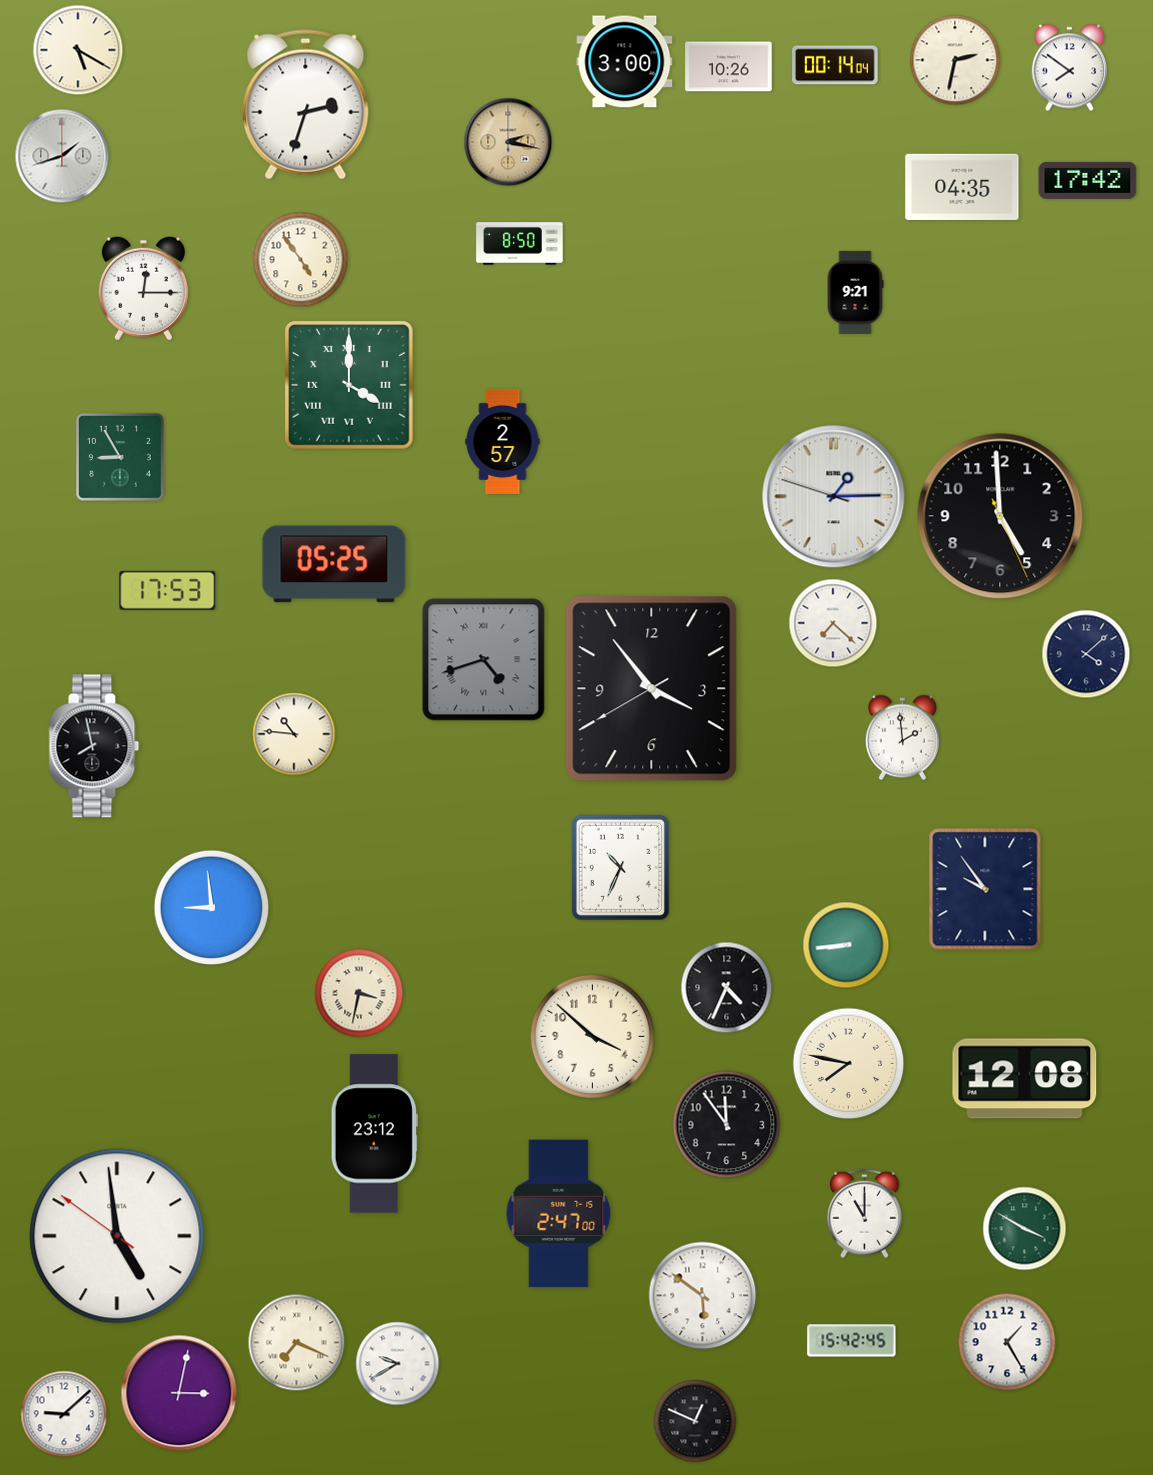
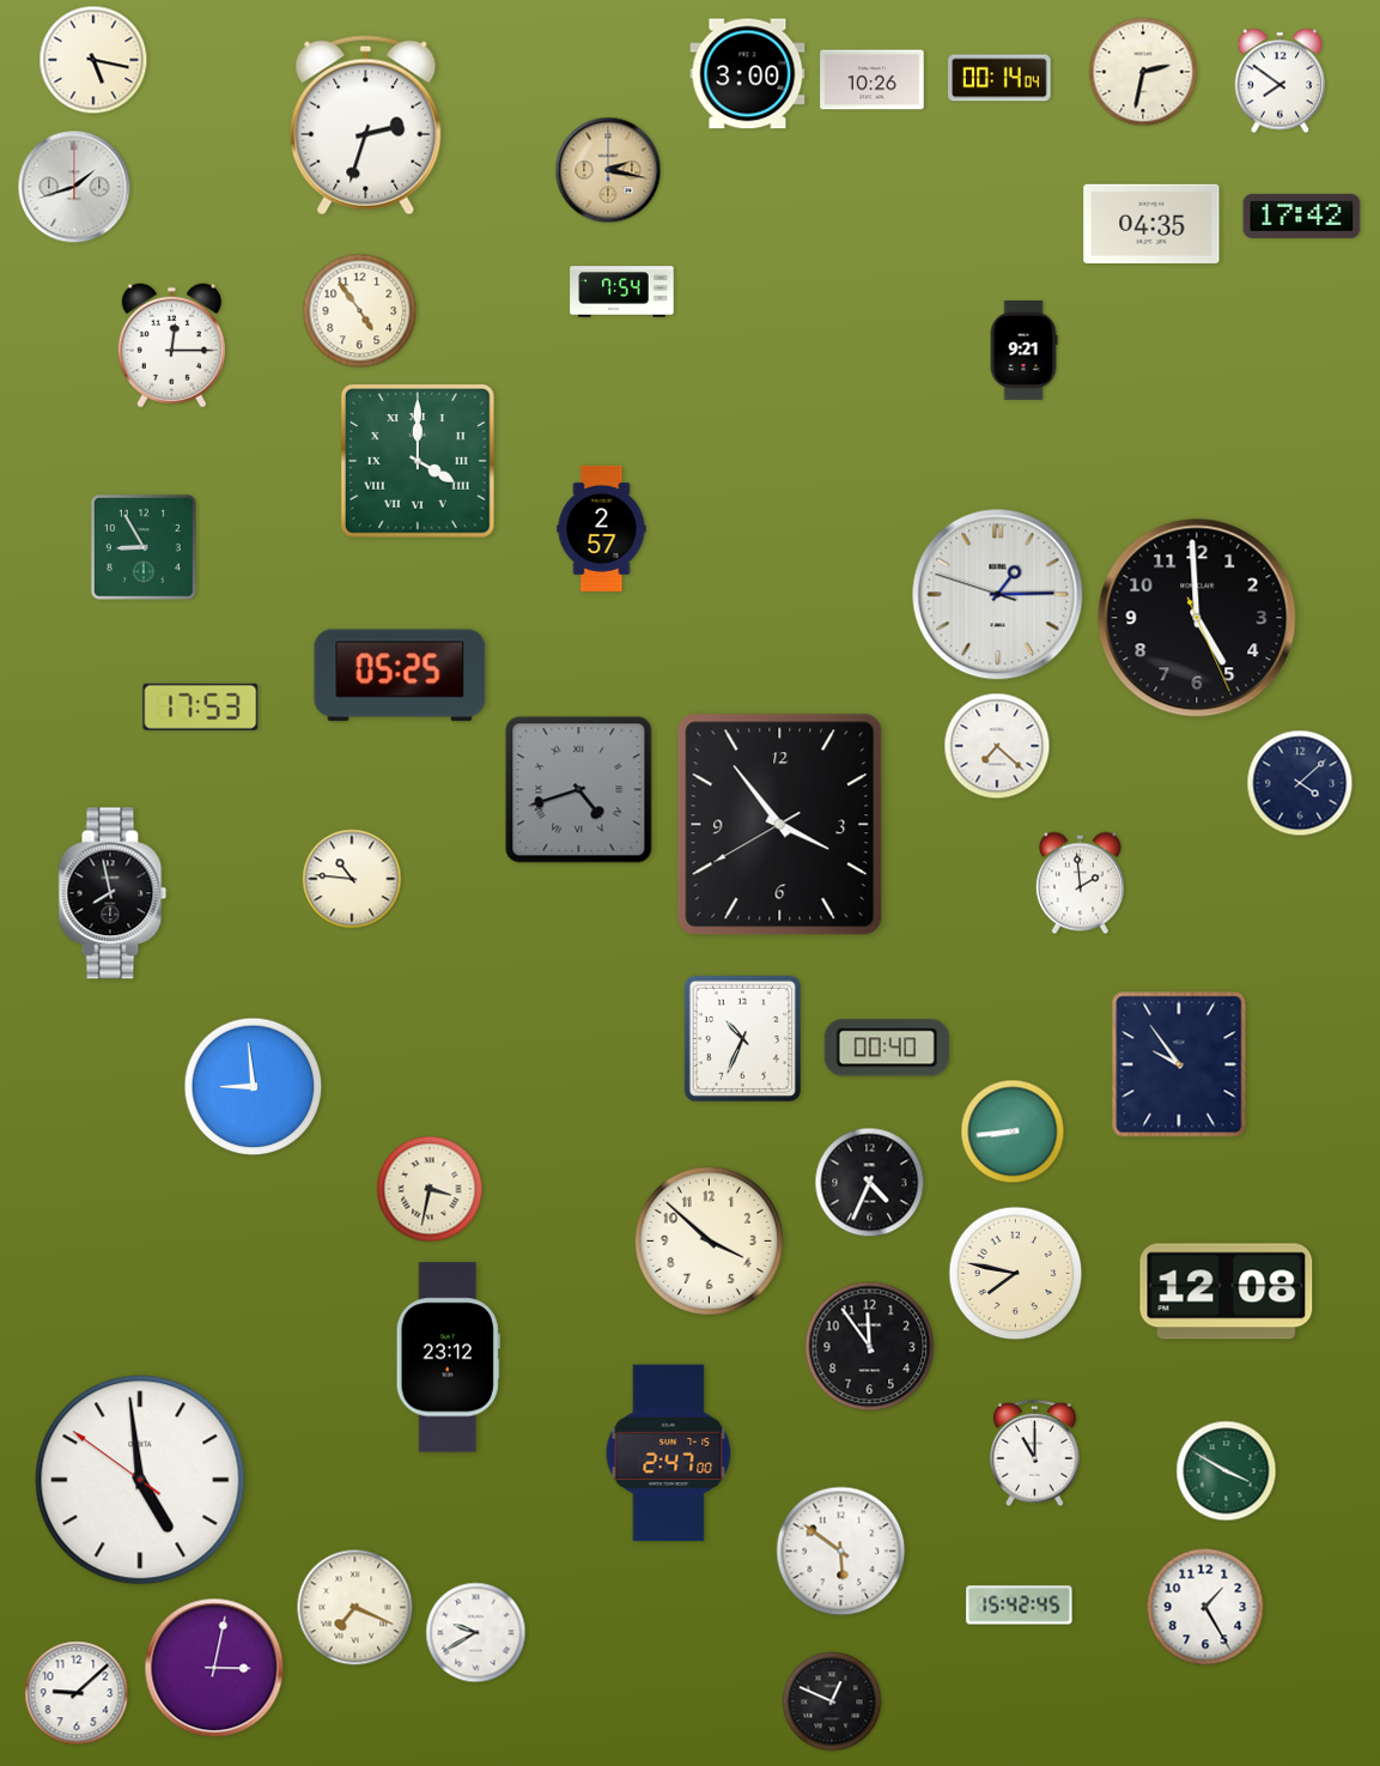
clock at (78, 50): 5:20 -> 5:17
clock at (520, 244): 8:50 -> 7:54
clock at (887, 1048): none -> 00:40
